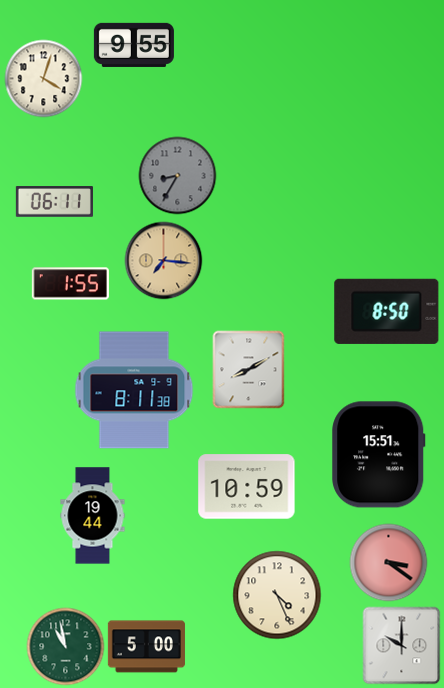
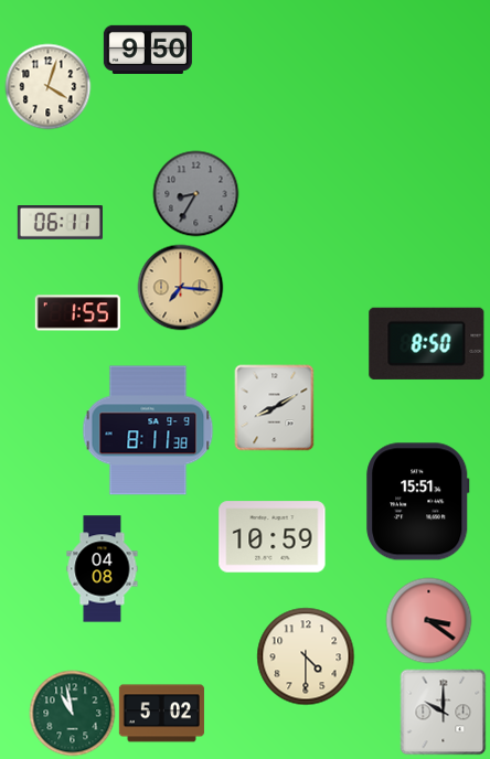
clock at (134, 45): 9:55 -> 9:50
clock at (93, 516): 19:44 -> 04:08
clock at (277, 595): 4:26 -> 4:30
clock at (146, 647): 5:00 -> 5:02
